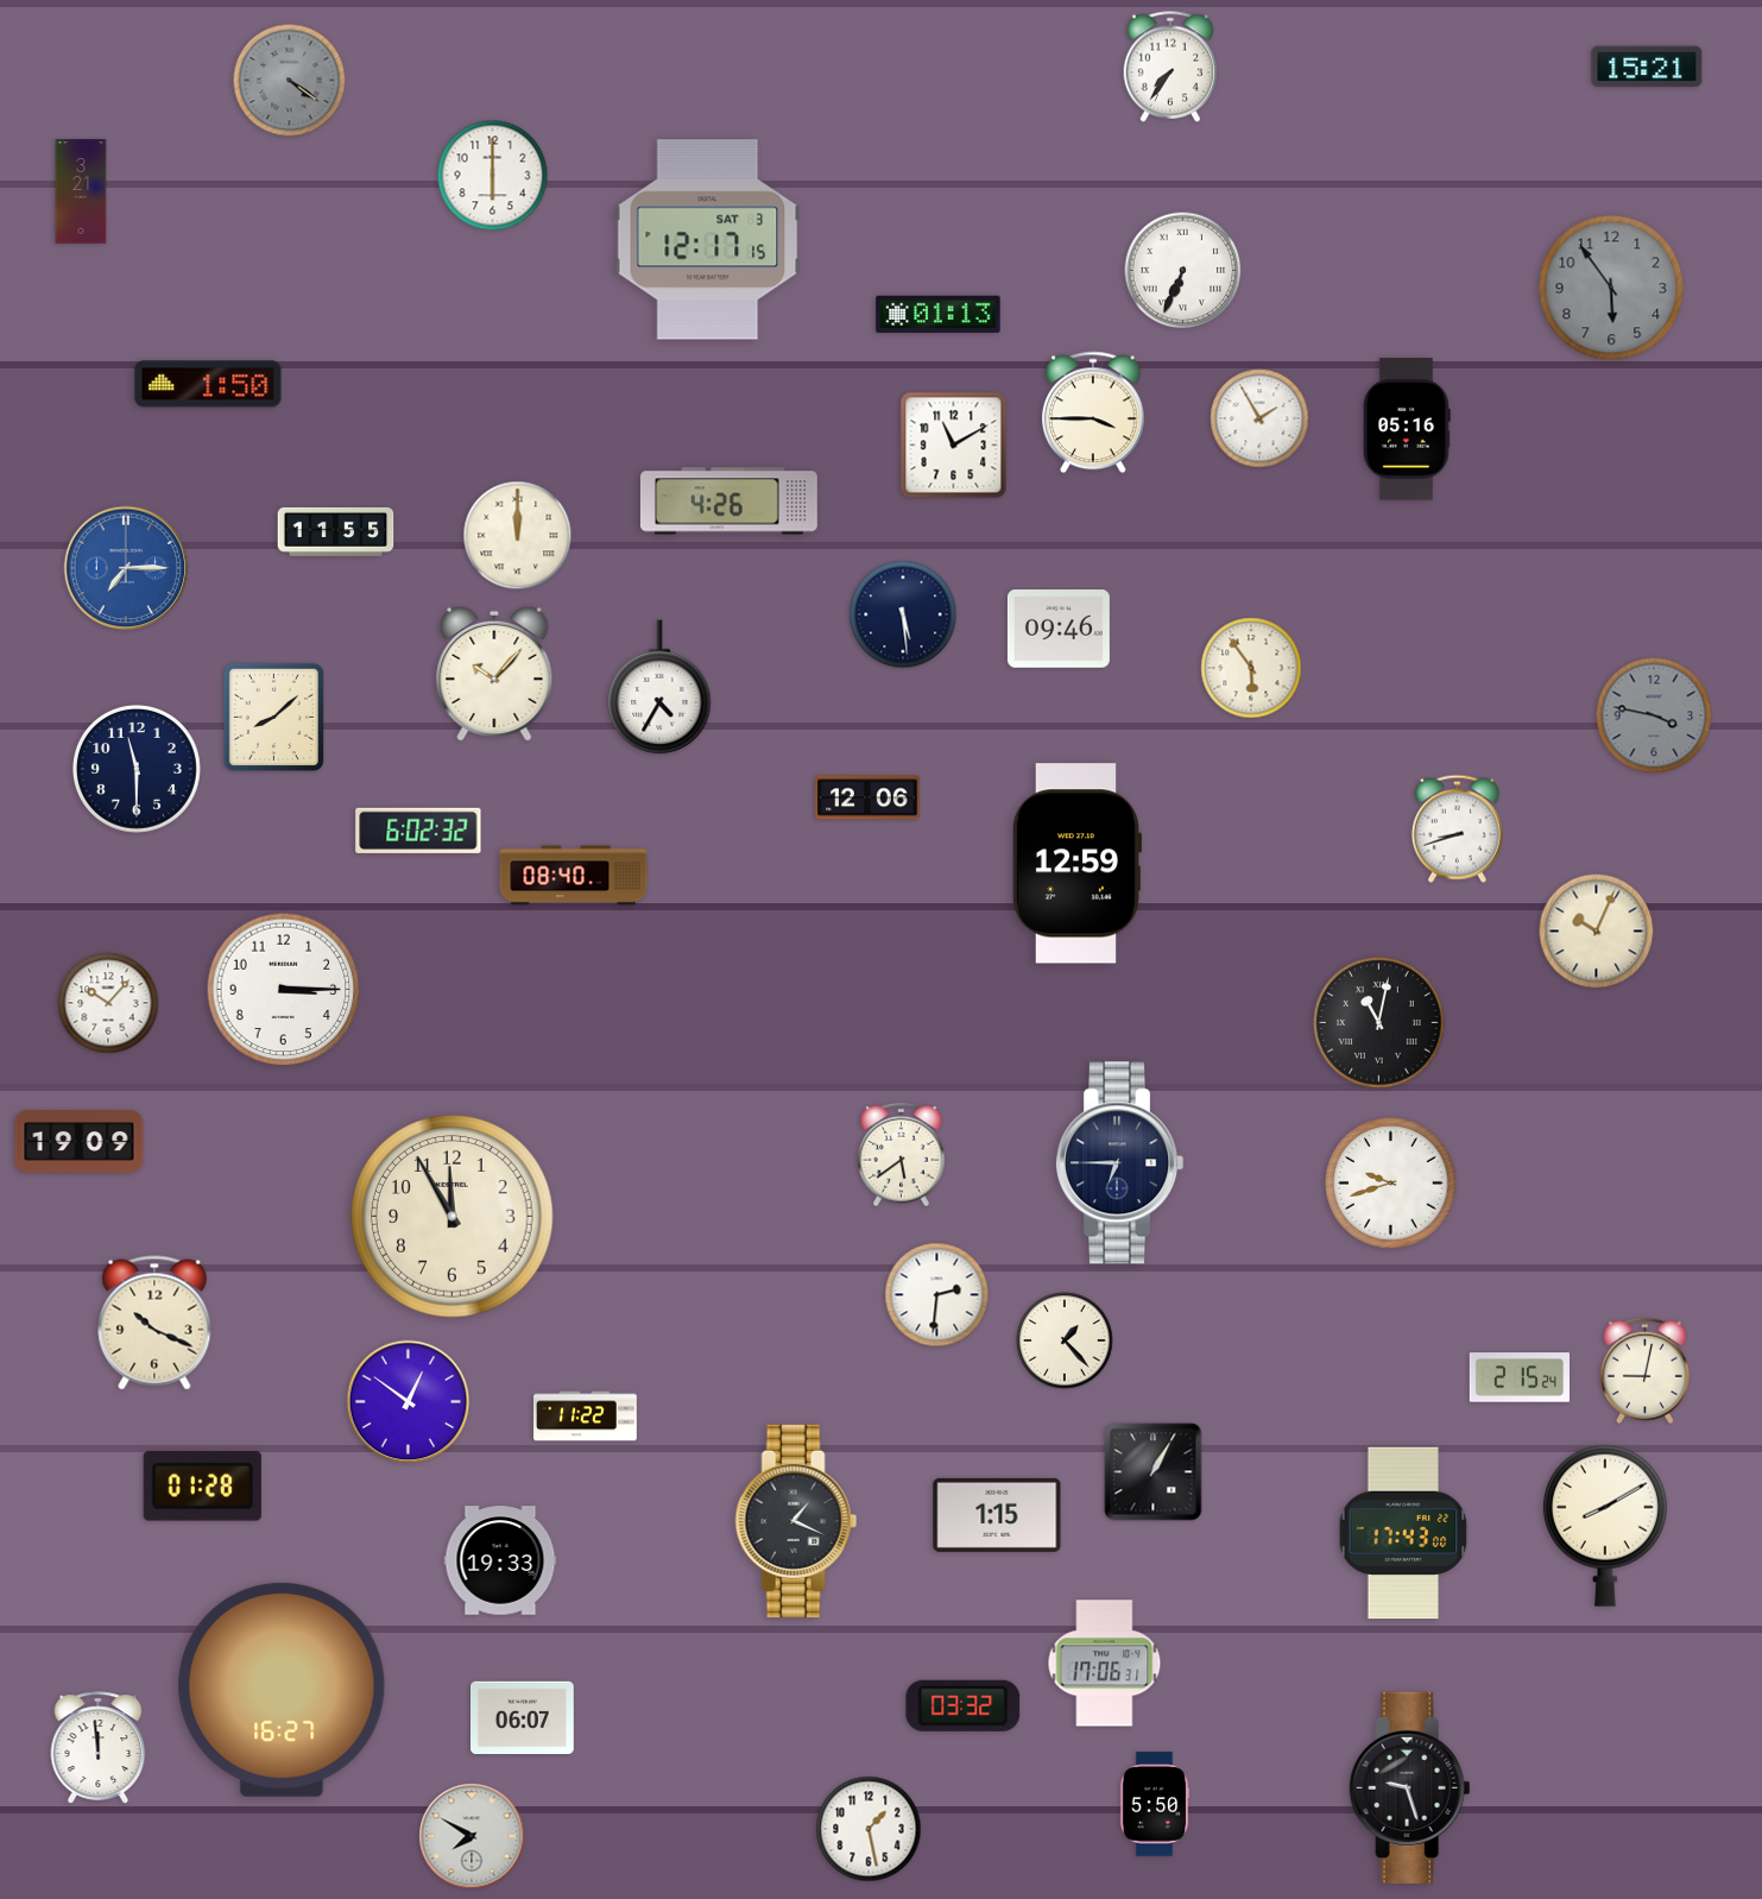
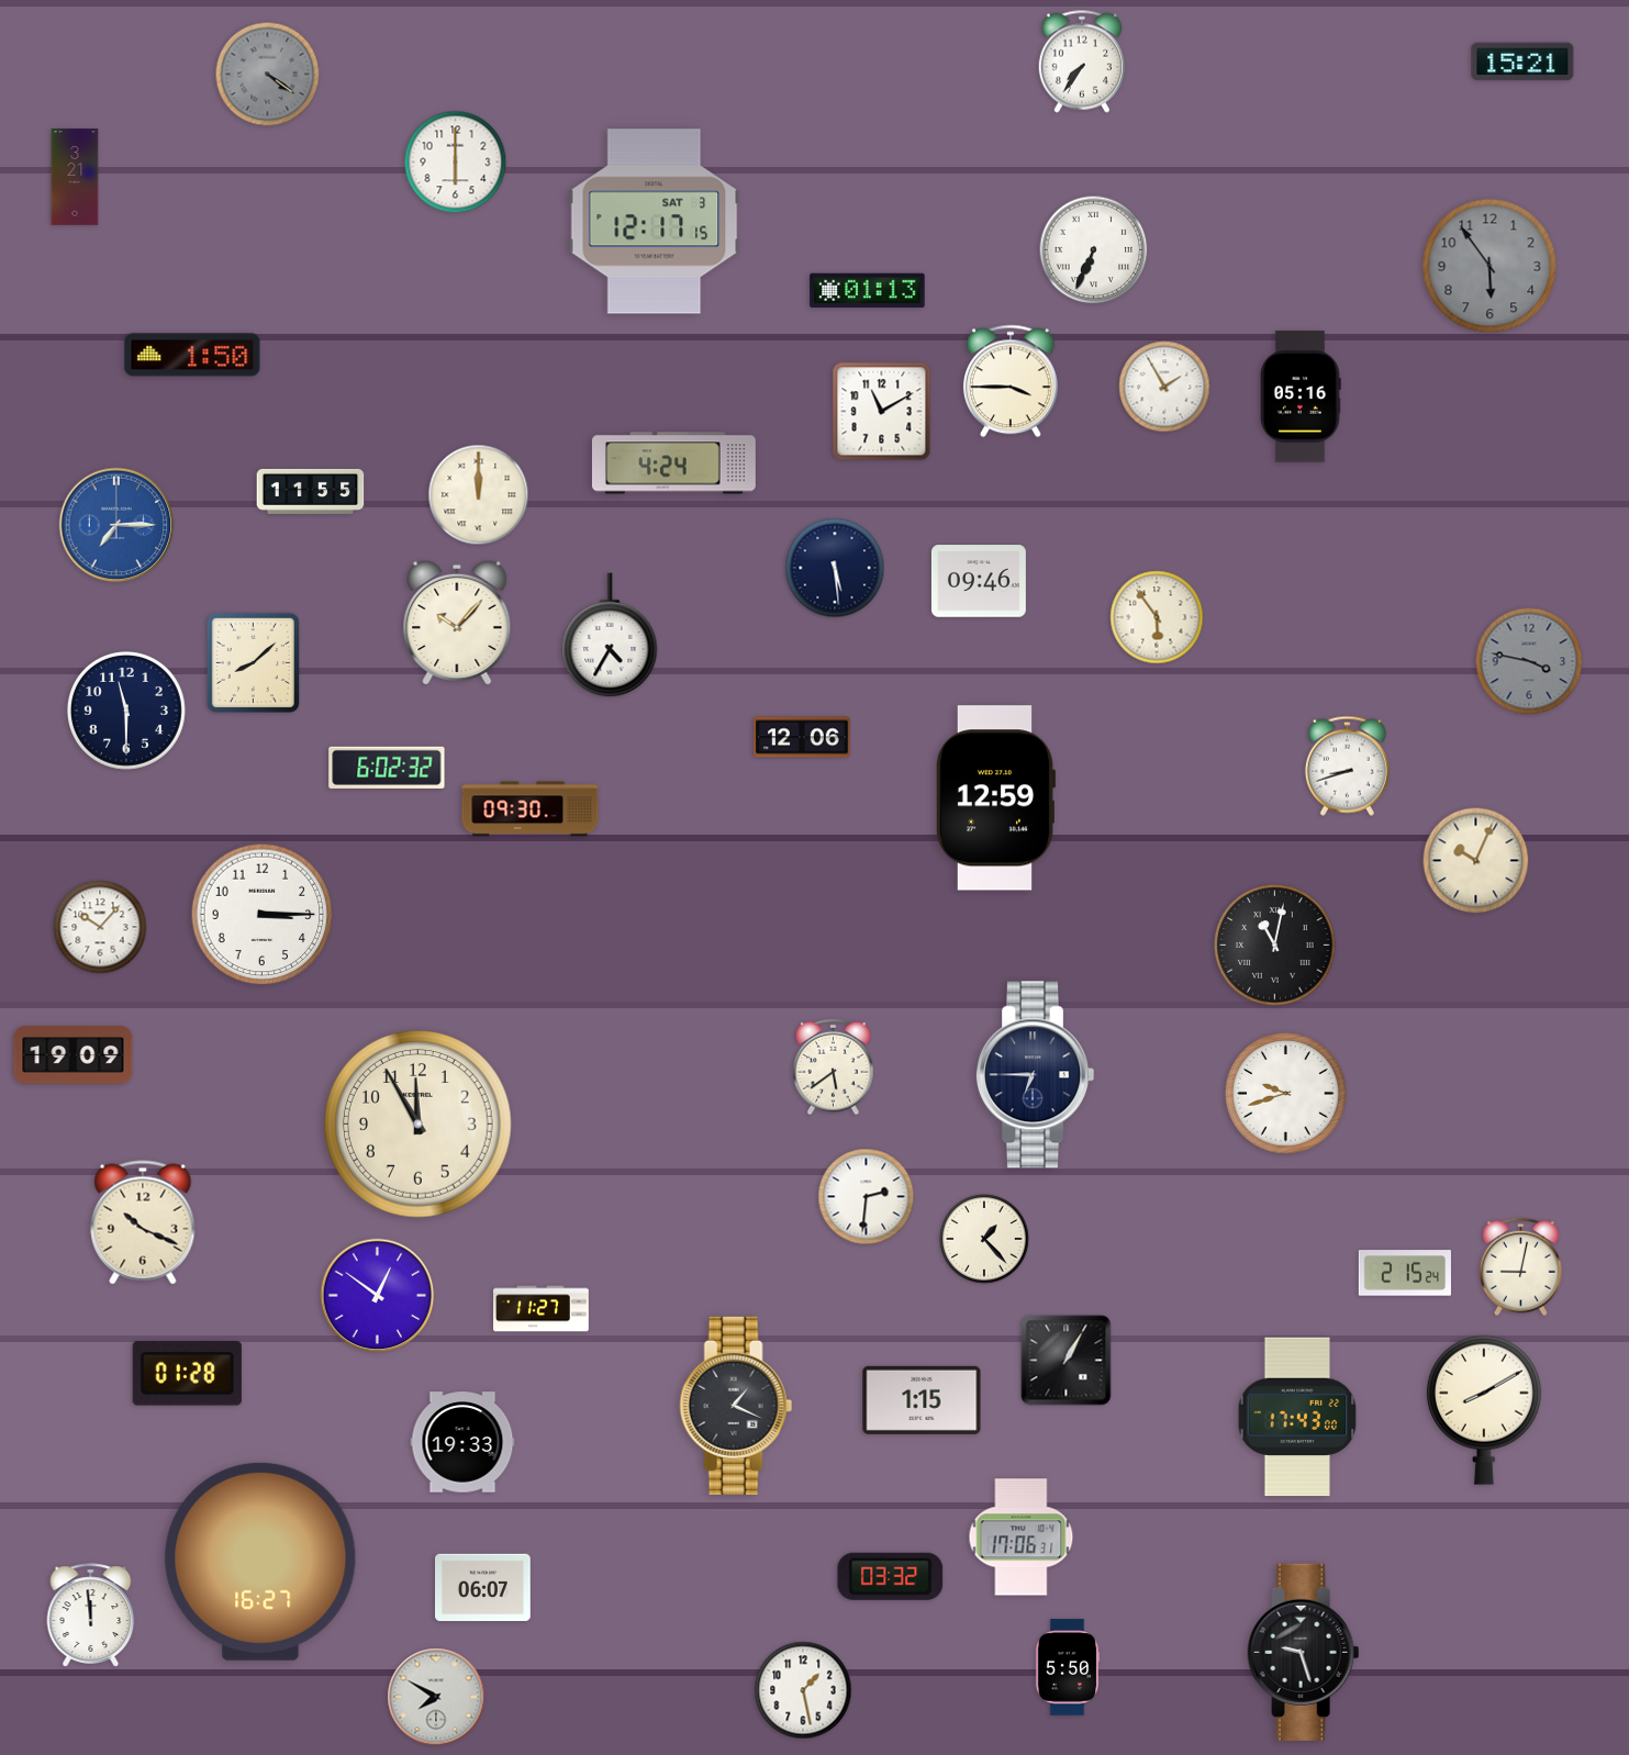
clock at (728, 501): 4:26 -> 4:24
clock at (574, 876): 08:40 -> 09:30
clock at (586, 1417): 11:22 -> 11:27
